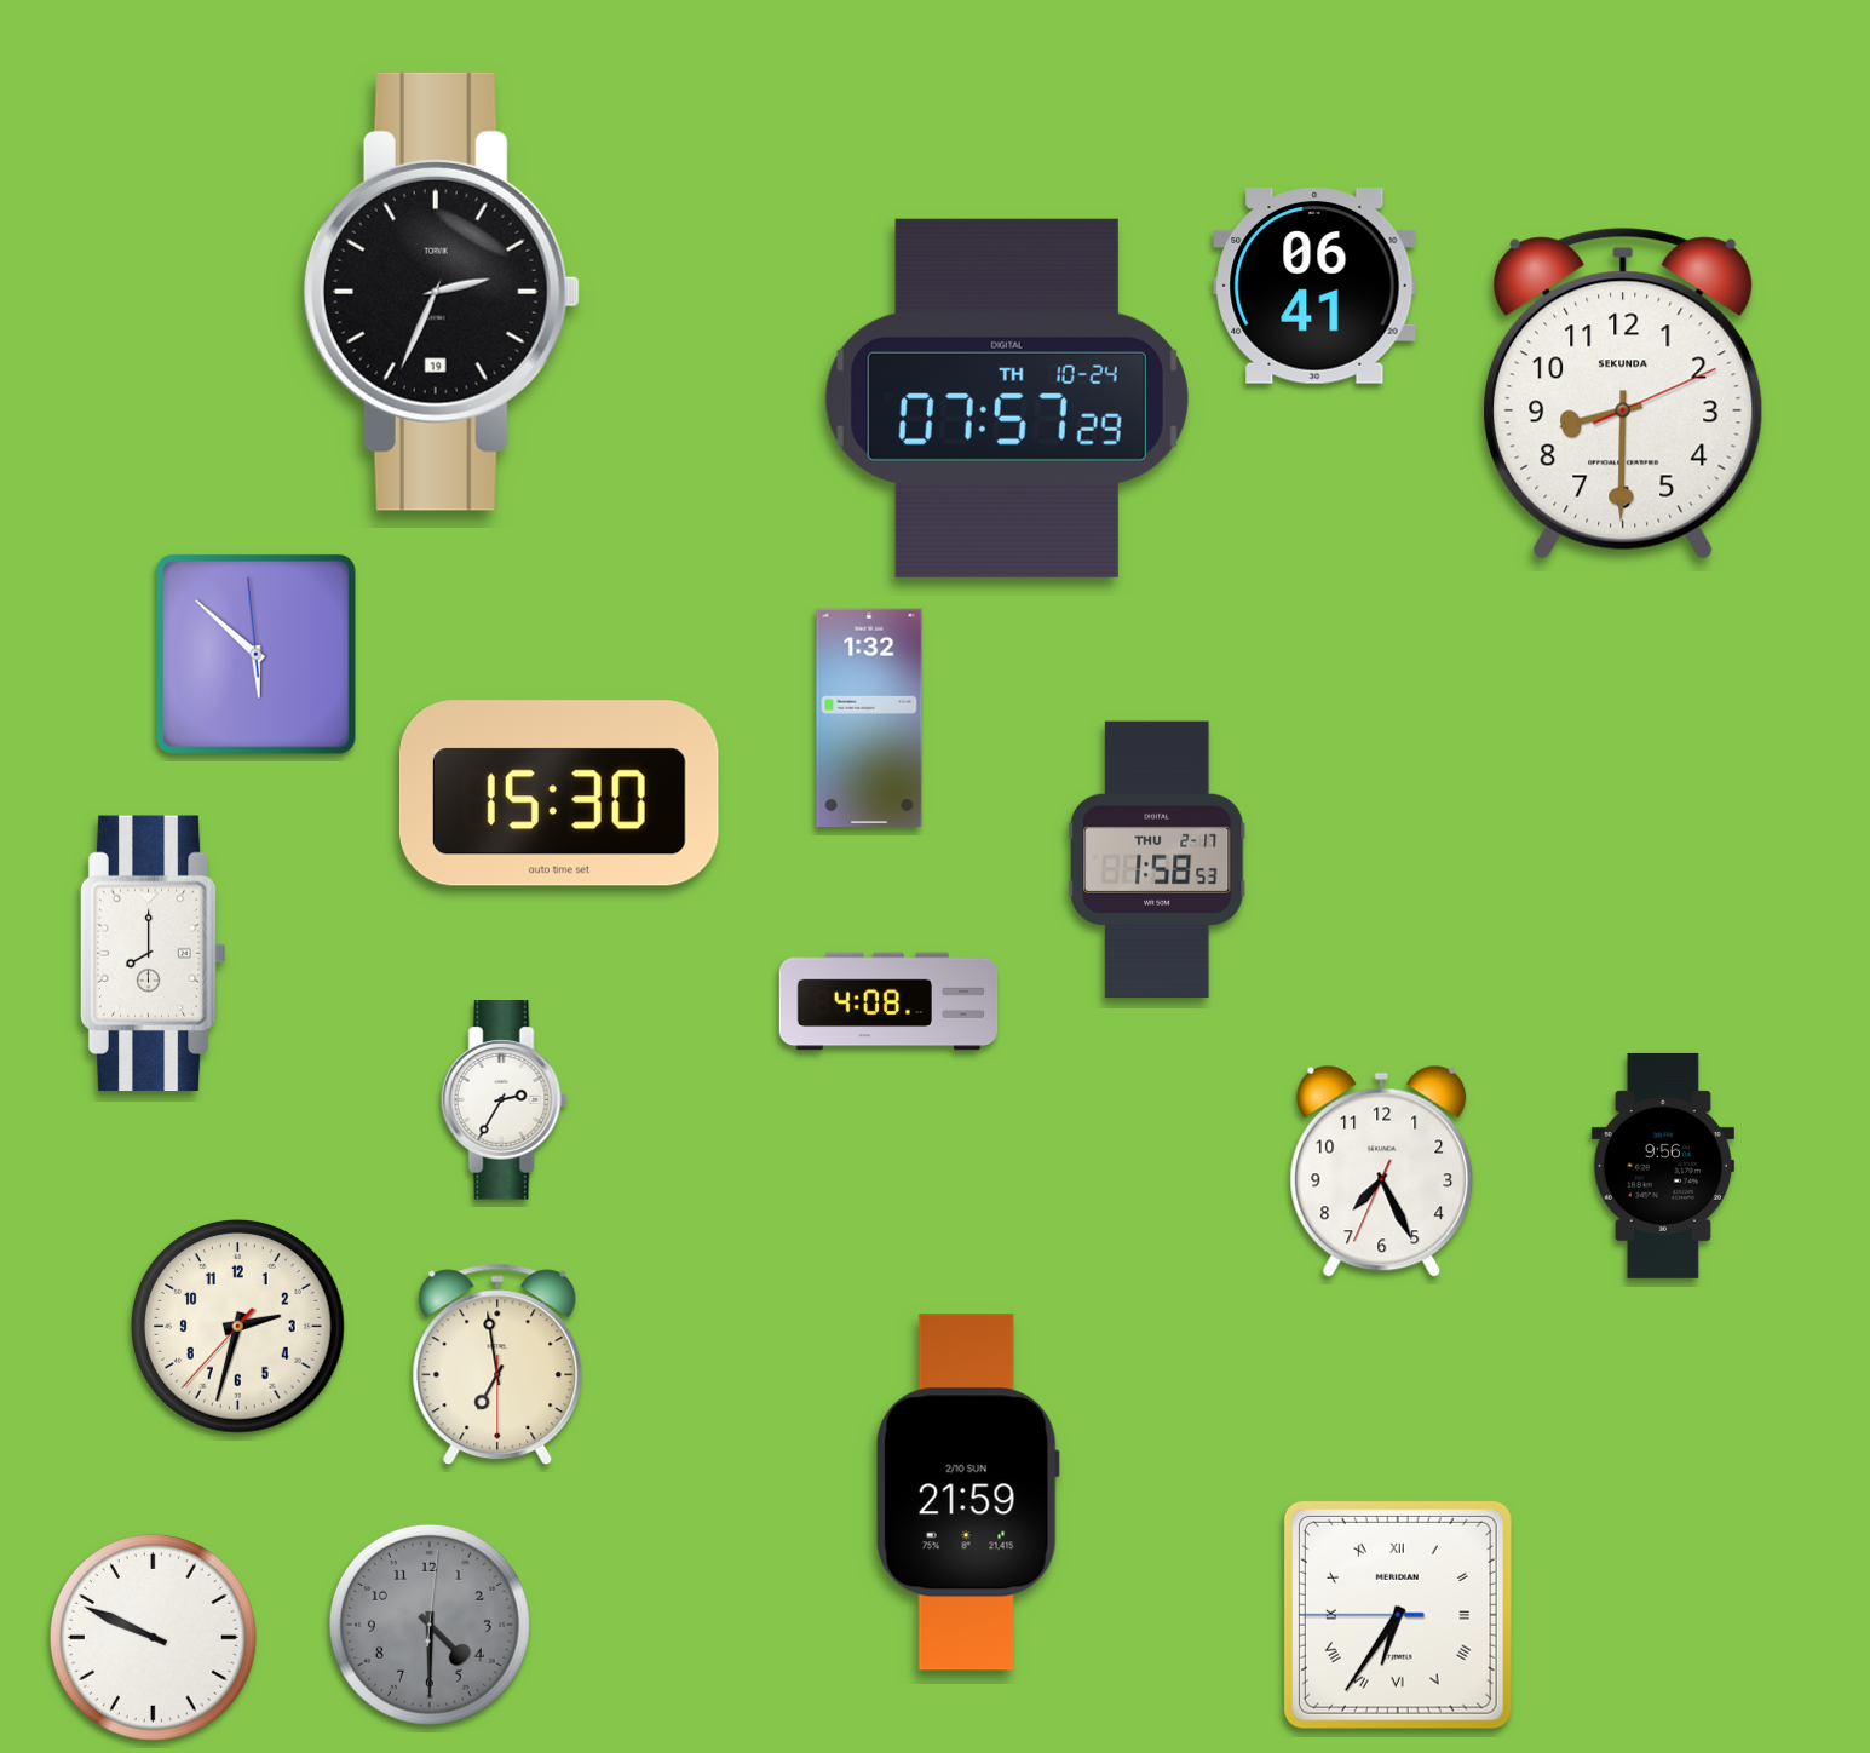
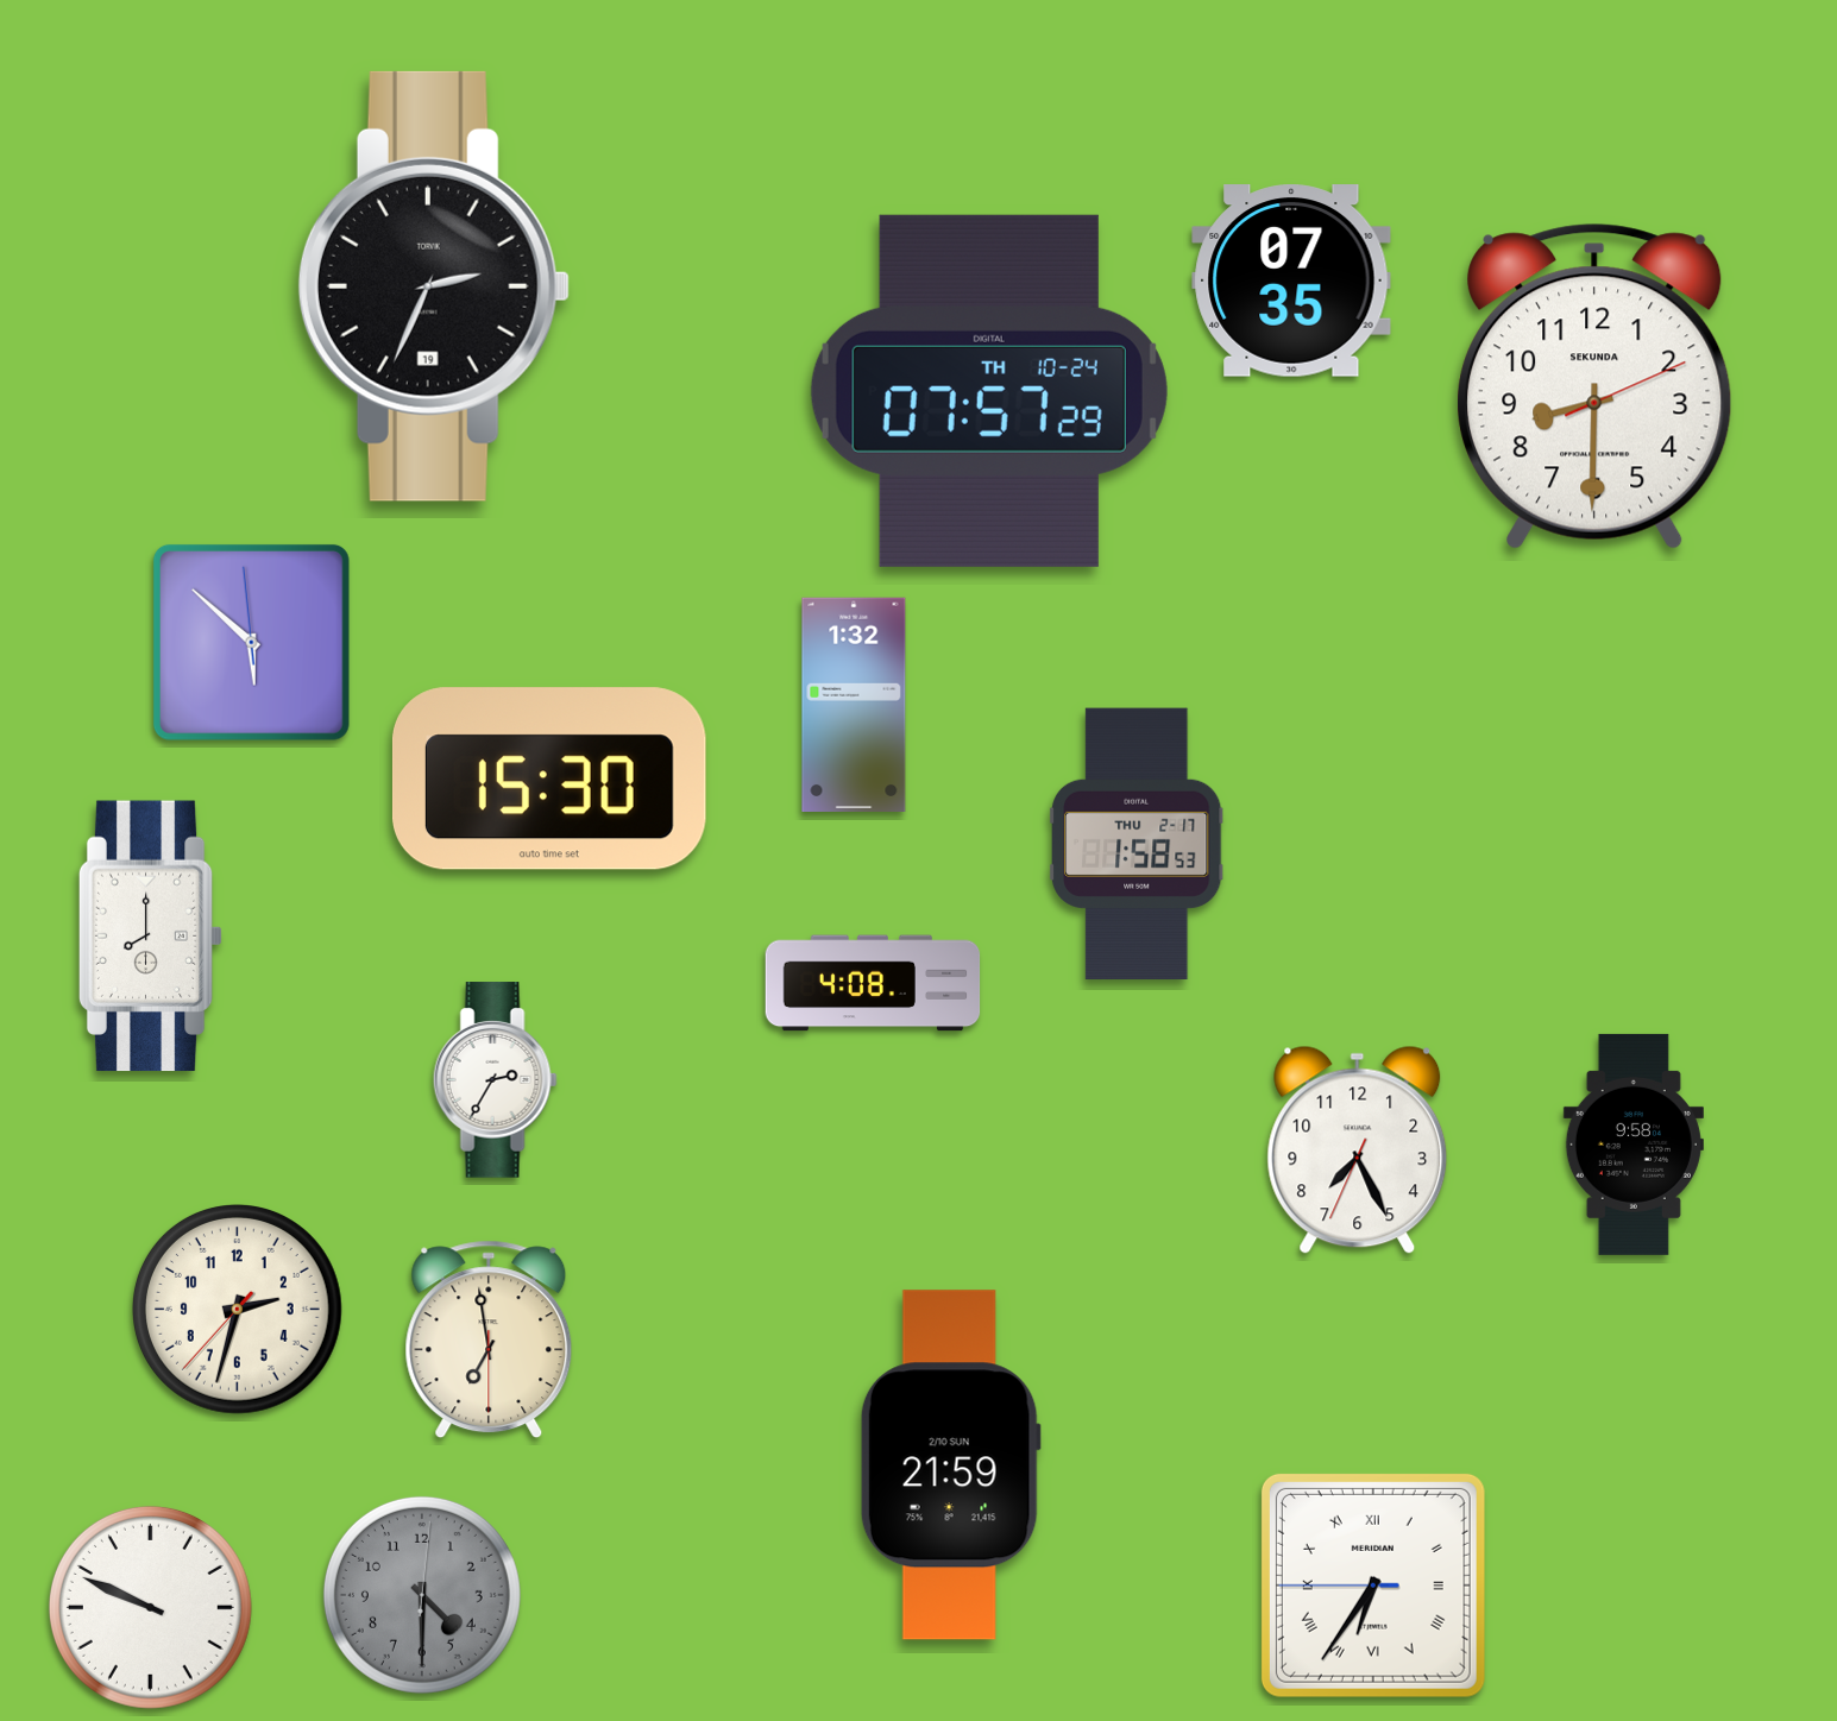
clock at (1314, 286): 06:41 -> 07:35
clock at (1663, 1166): 9:56 -> 9:58
clock at (238, 1327) position: (238, 1327) -> (238, 1310)
